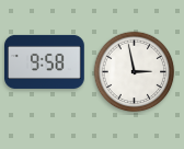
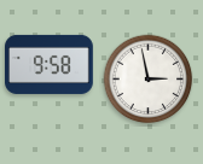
clock at (45, 61) position: (45, 61) -> (50, 64)
